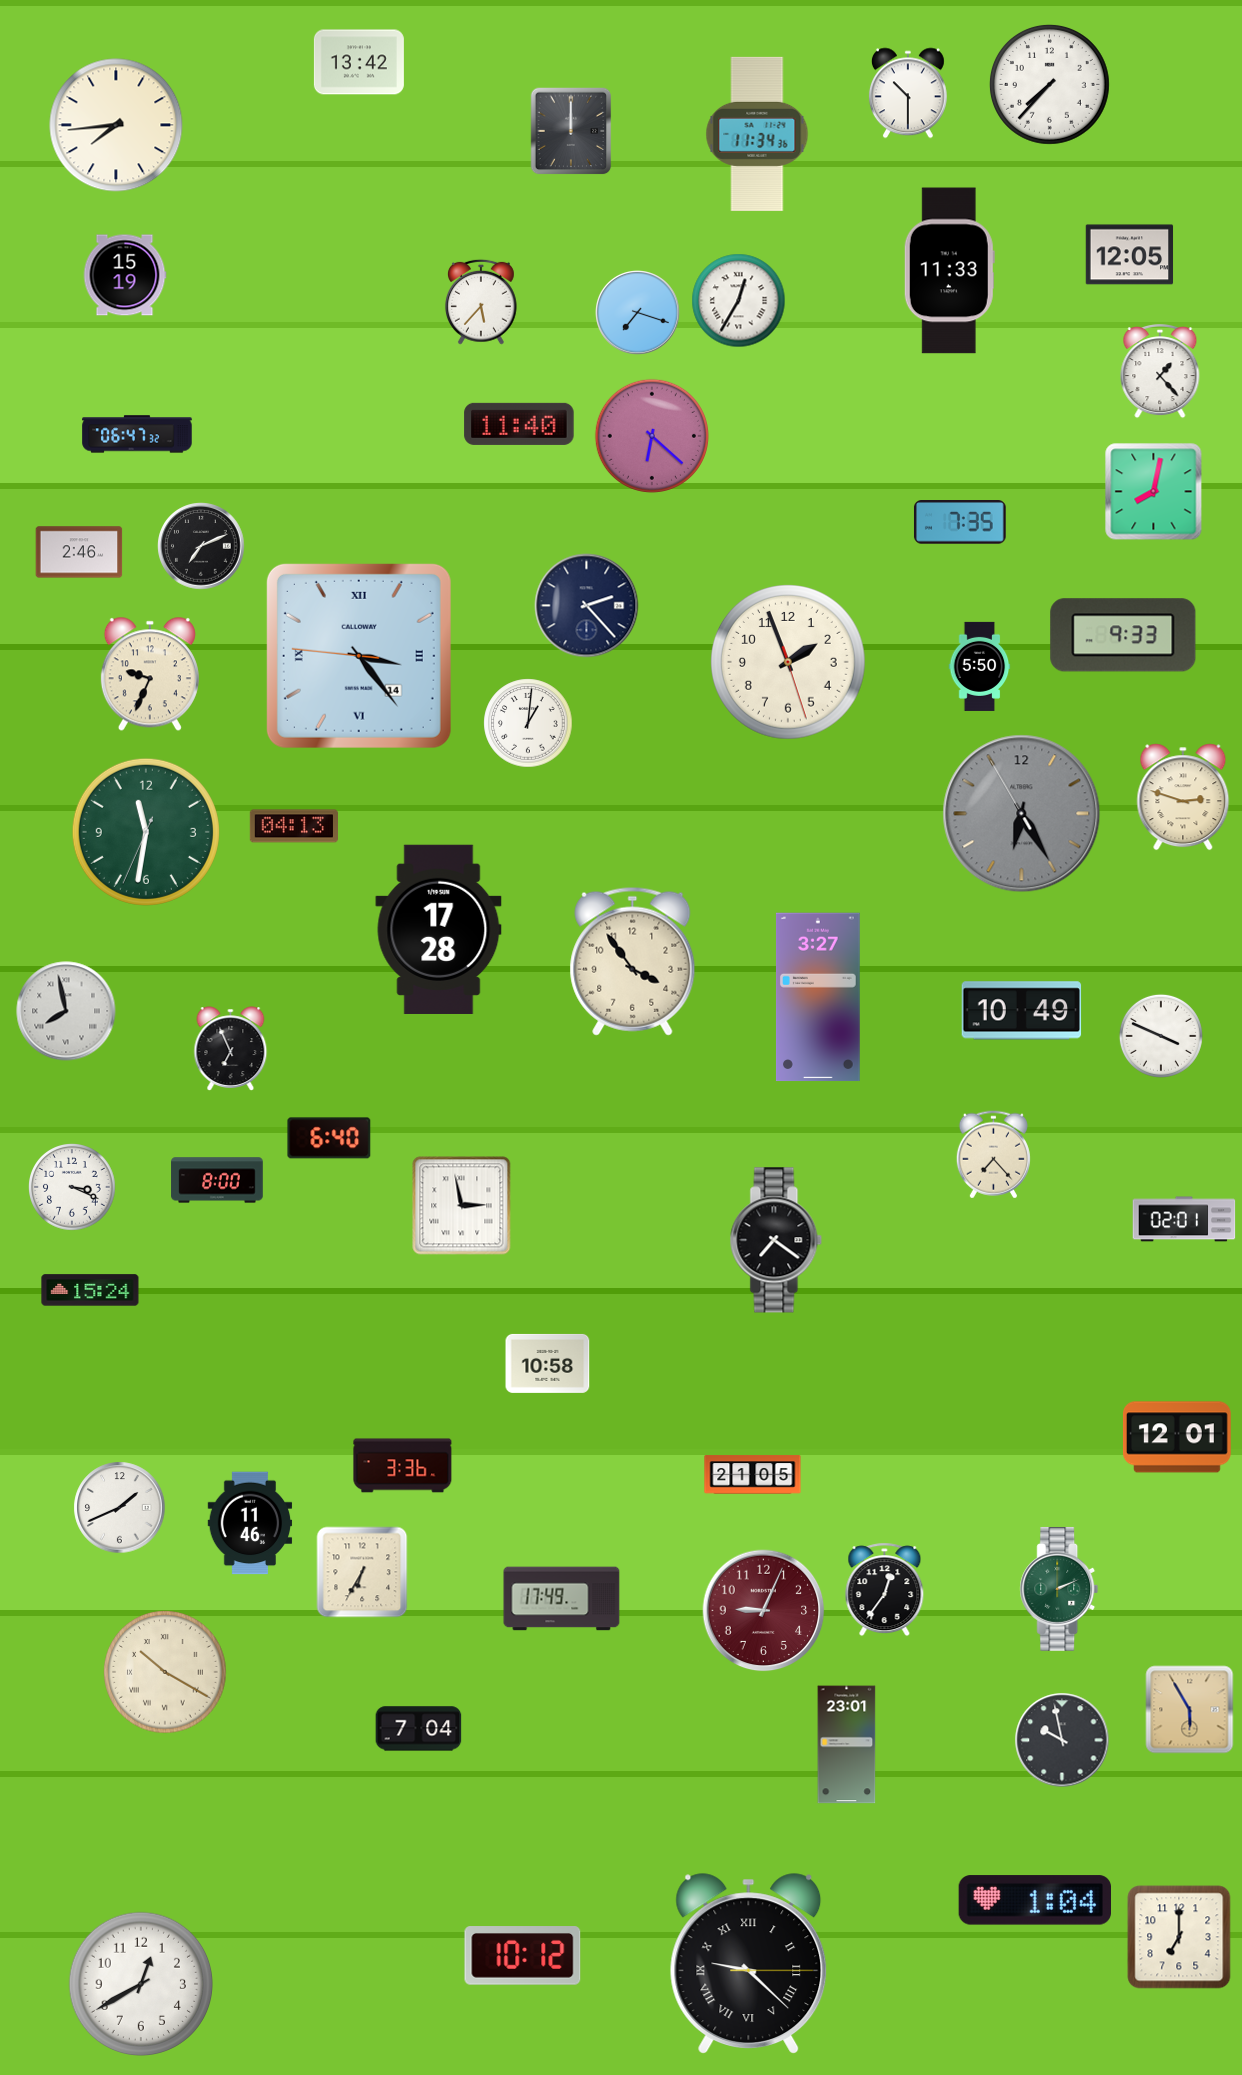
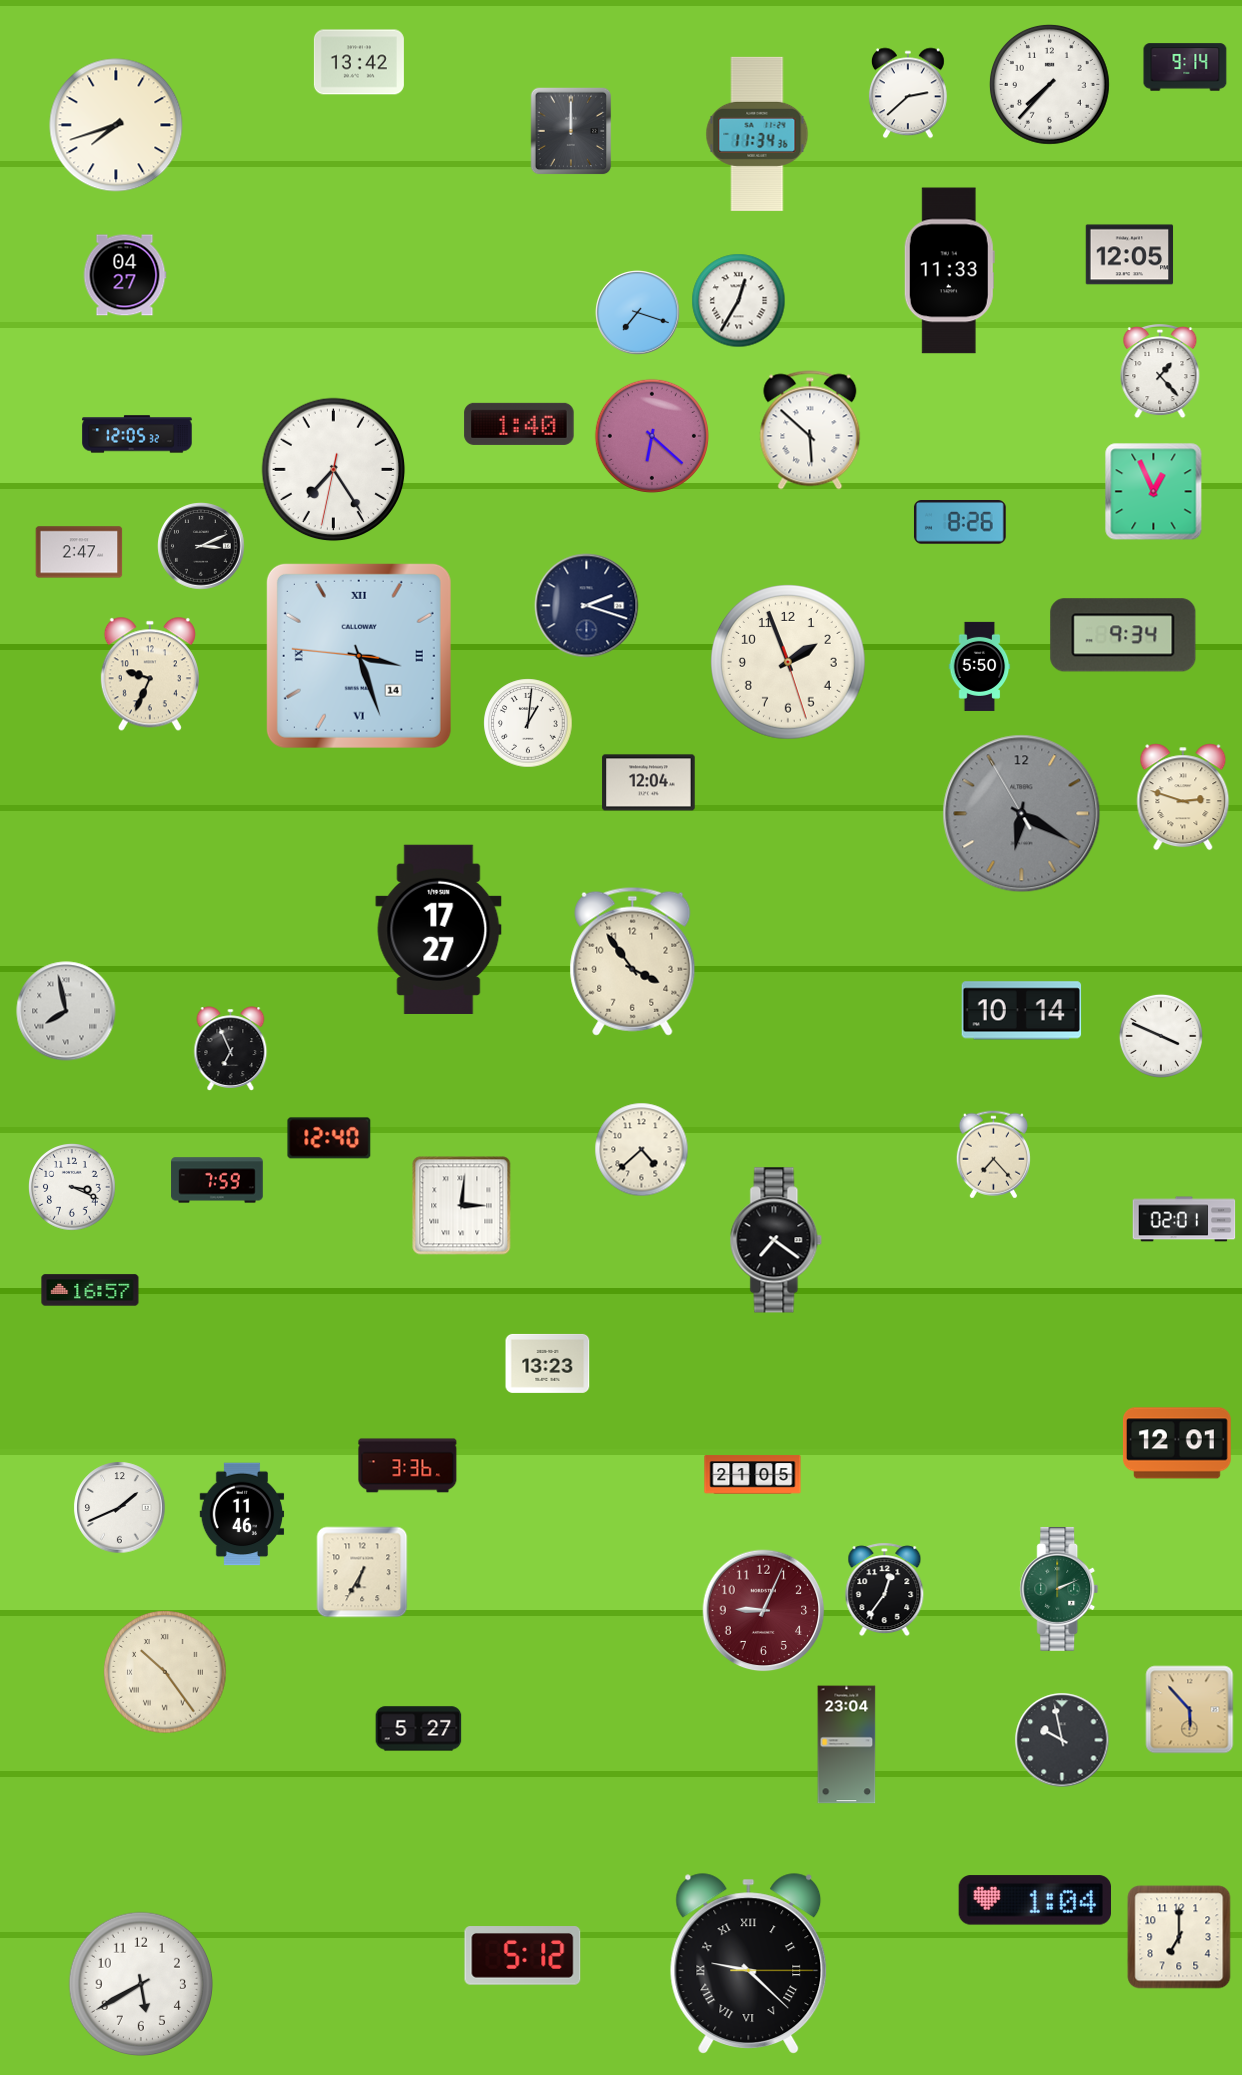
clock at (1185, 67): none -> 9:14
clock at (908, 93): 10:30 -> 2:38
clock at (116, 125): 7:44 -> 7:42
clock at (125, 275): 15:19 -> 04:27
clock at (481, 302): 5:37 -> none
clock at (519, 424): 11:40 -> 1:40
clock at (810, 430): none -> 5:52
clock at (137, 434): 06:47 -> 12:05
clock at (334, 470): none -> 7:24
clock at (1154, 492): 8:02 -> 12:56
clock at (960, 523): 7:35 -> 8:26
clock at (201, 546): 7:11 -> 3:11
clock at (79, 552): 2:46 -> 2:47
clock at (587, 606): 2:23 -> 2:18
clock at (1123, 635): 9:33 -> 9:34
clock at (359, 656): 3:23 -> 3:26
clock at (649, 783): none -> 12:04
clock at (1022, 814): 6:24 -> 6:19
clock at (294, 826): 04:13 -> none
clock at (146, 832): 11:31 -> none
clock at (439, 929): 17:28 -> 17:27
clock at (818, 997): 3:27 -> none
clock at (1022, 1011): 10:49 -> 10:14
clock at (329, 1138): 6:40 -> 12:40
clock at (642, 1150): none -> 4:38
clock at (217, 1180): 8:00 -> 7:59
clock at (462, 1206): 2:58 -> 3:01
clock at (90, 1290): 15:24 -> 16:57
clock at (548, 1363): 10:58 -> 13:23
clock at (1177, 1437) position: (1177, 1437) -> (1177, 1443)
clock at (403, 1466) position: (403, 1466) -> (408, 1466)
clock at (250, 1523) position: (250, 1523) -> (242, 1514)
clock at (562, 1599): 17:49 -> none
clock at (165, 1672): 10:20 -> 10:24
clock at (1190, 1710): 5:55 -> 5:53
clock at (419, 1729): 7:04 -> 5:27
clock at (847, 1745): 23:01 -> 23:04
clock at (523, 1956): 10:12 -> 5:12
clock at (140, 1983): 12:40 -> 5:40
